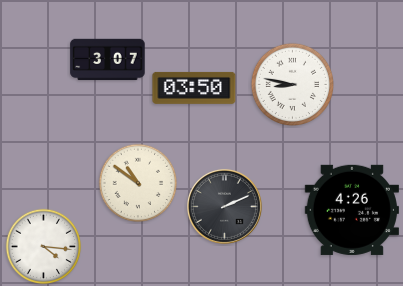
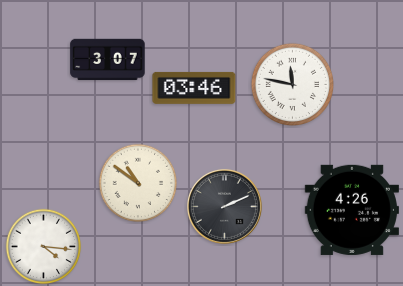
clock at (292, 84): 8:47 -> 11:47
clock at (194, 88): 03:50 -> 03:46
